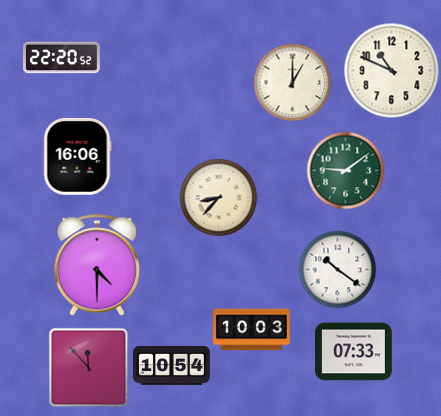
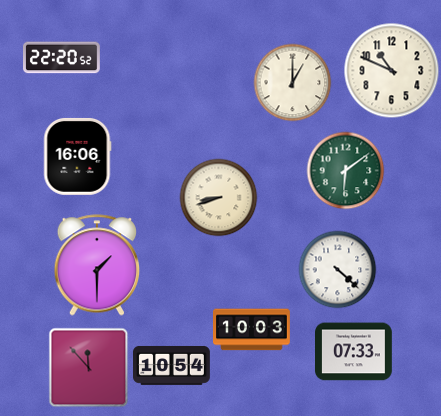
clock at (345, 170): 9:09 -> 6:09
clock at (218, 197): 8:37 -> 8:42
clock at (97, 265): 4:30 -> 1:30
clock at (337, 269): 10:21 -> 4:22
